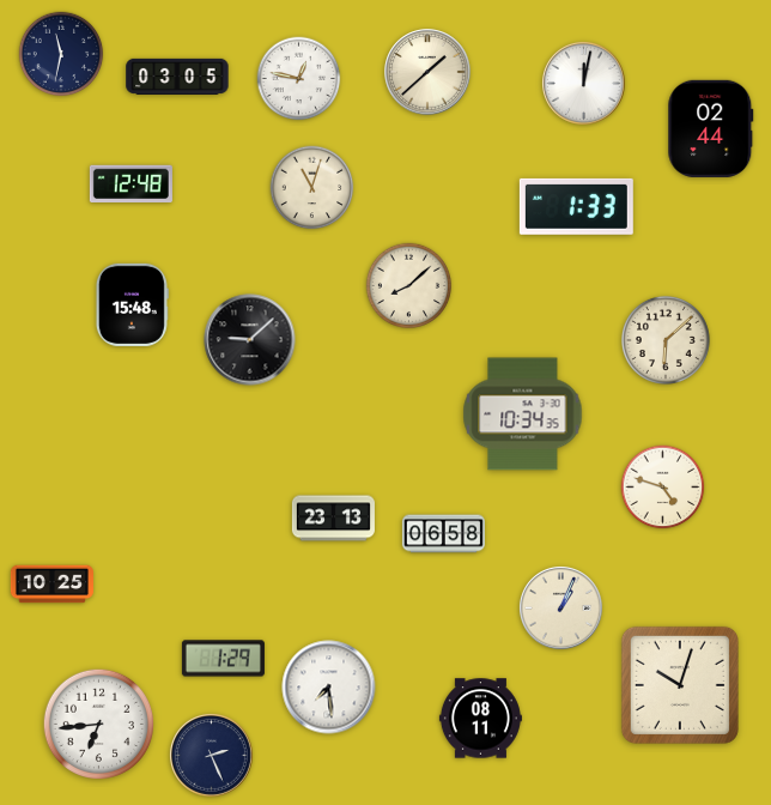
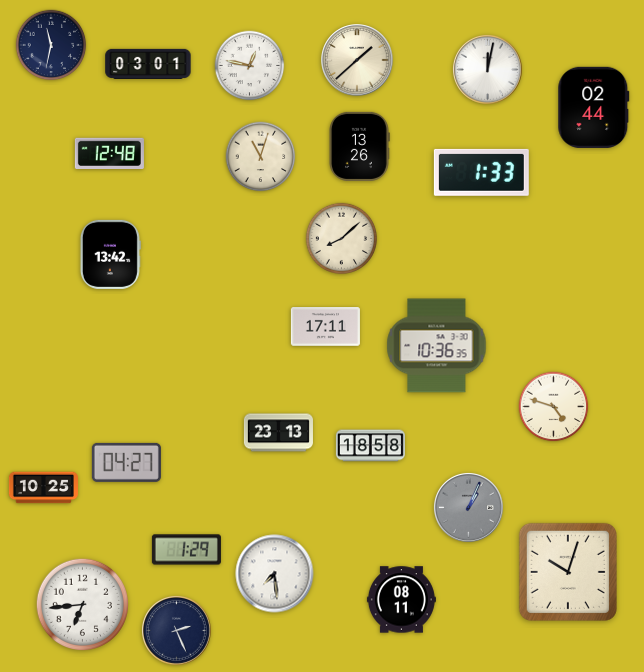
clock at (177, 77): 03:05 -> 03:01
clock at (359, 146): none -> 13:26
clock at (132, 304): 15:48 -> 13:42
clock at (250, 340): 9:08 -> none
clock at (666, 340): 6:08 -> none
clock at (325, 327): none -> 17:11
clock at (523, 414): 10:34 -> 10:36
clock at (443, 534): 06:58 -> 18:58
clock at (126, 462): none -> 04:27
clock at (560, 607) dial: cream -> grey
